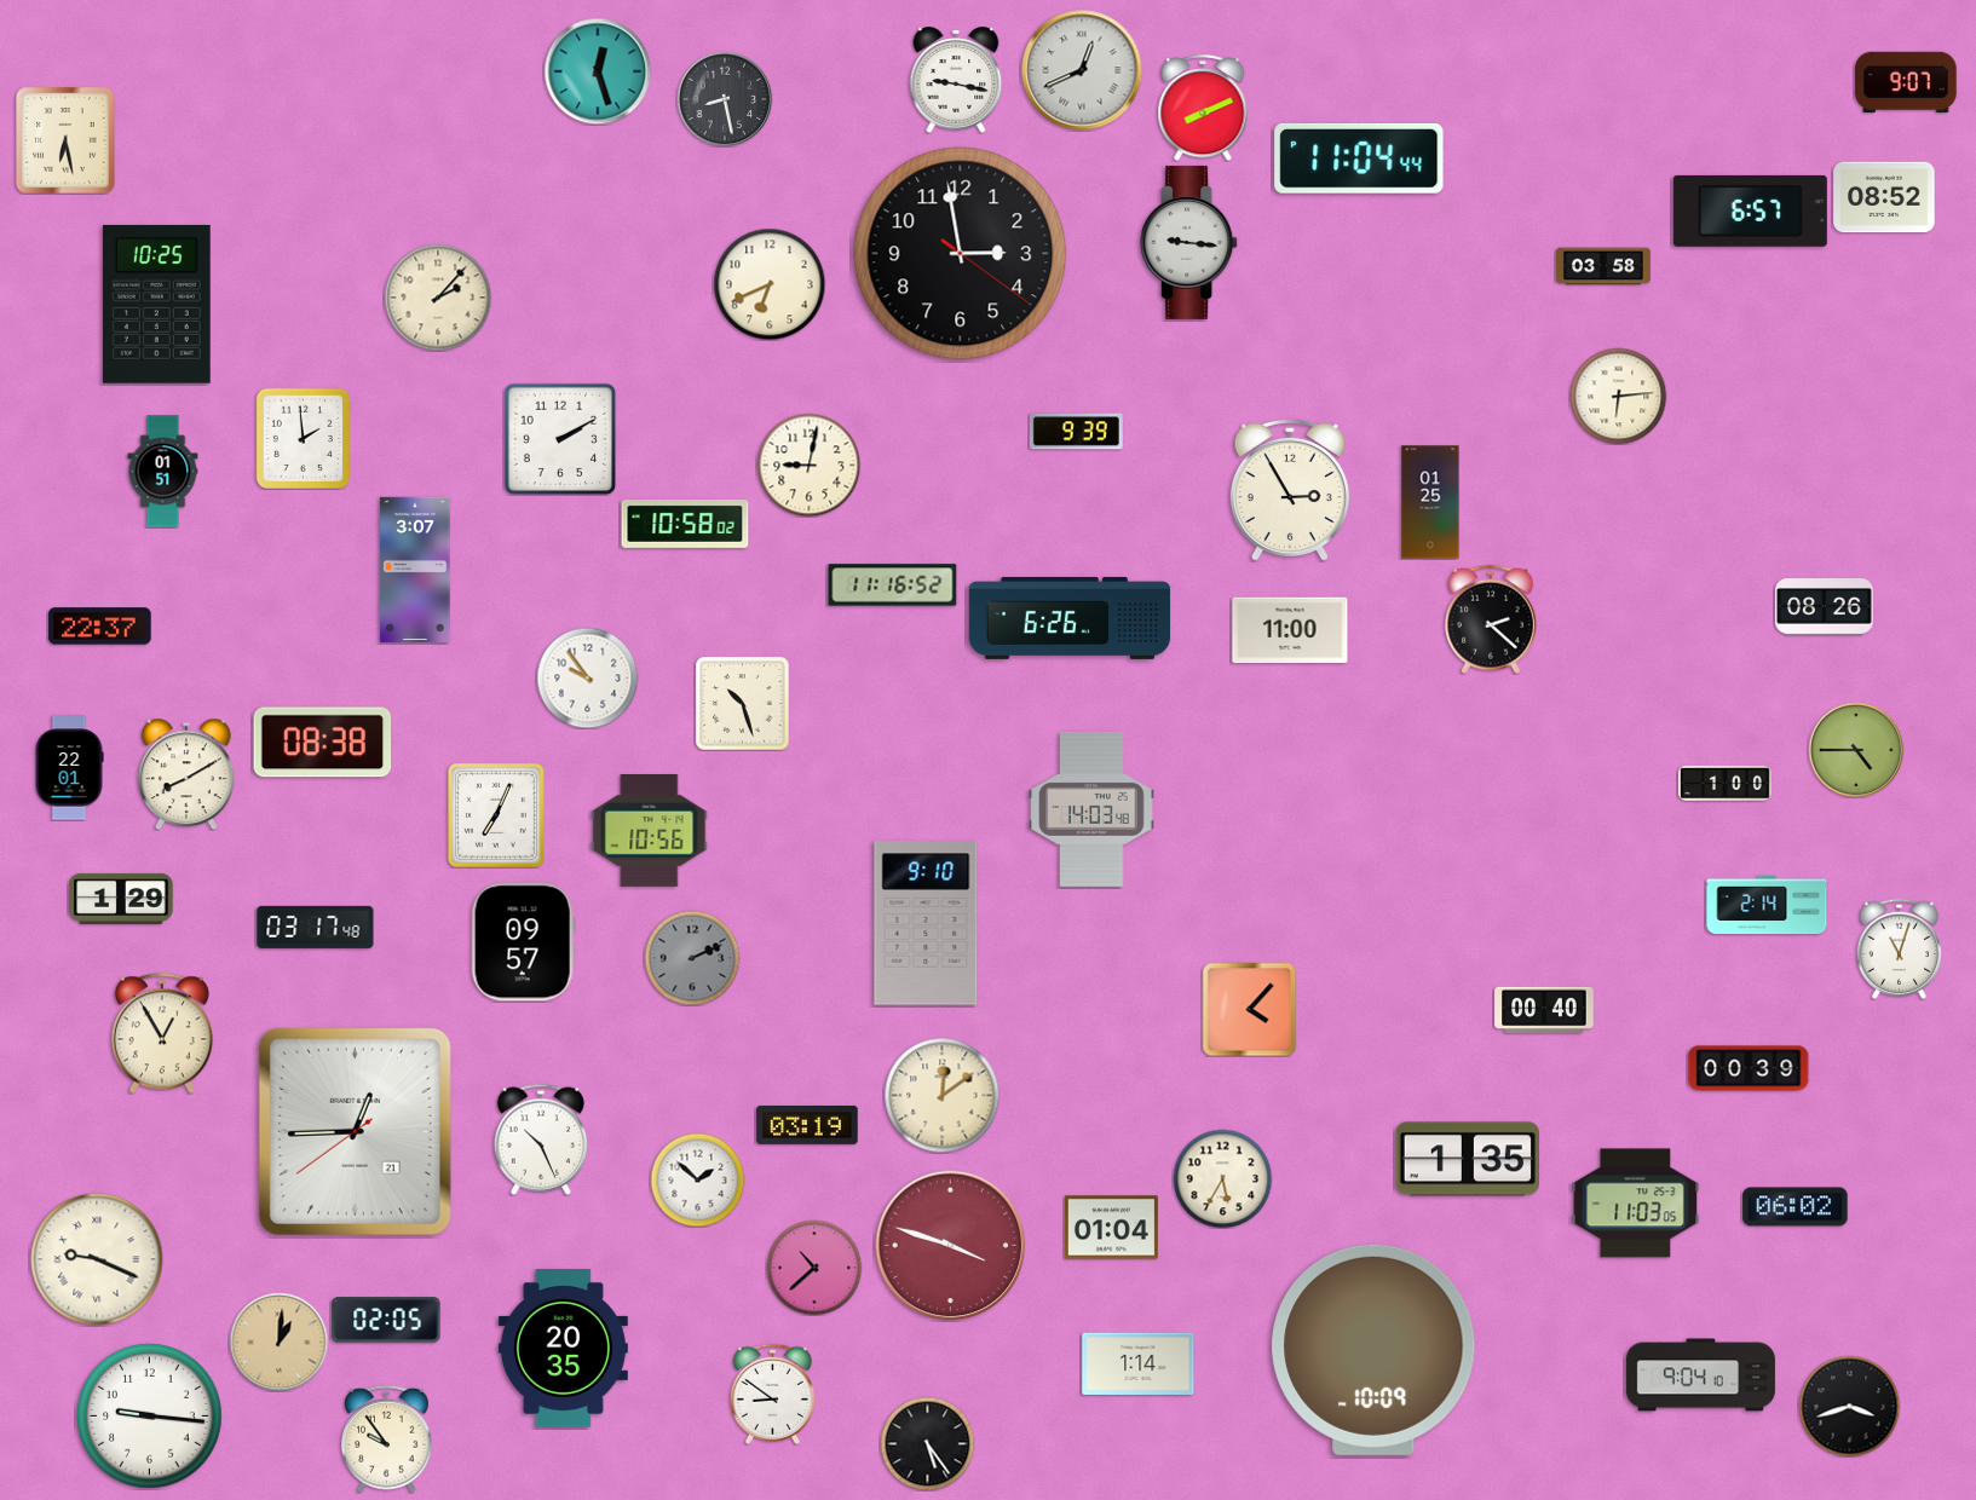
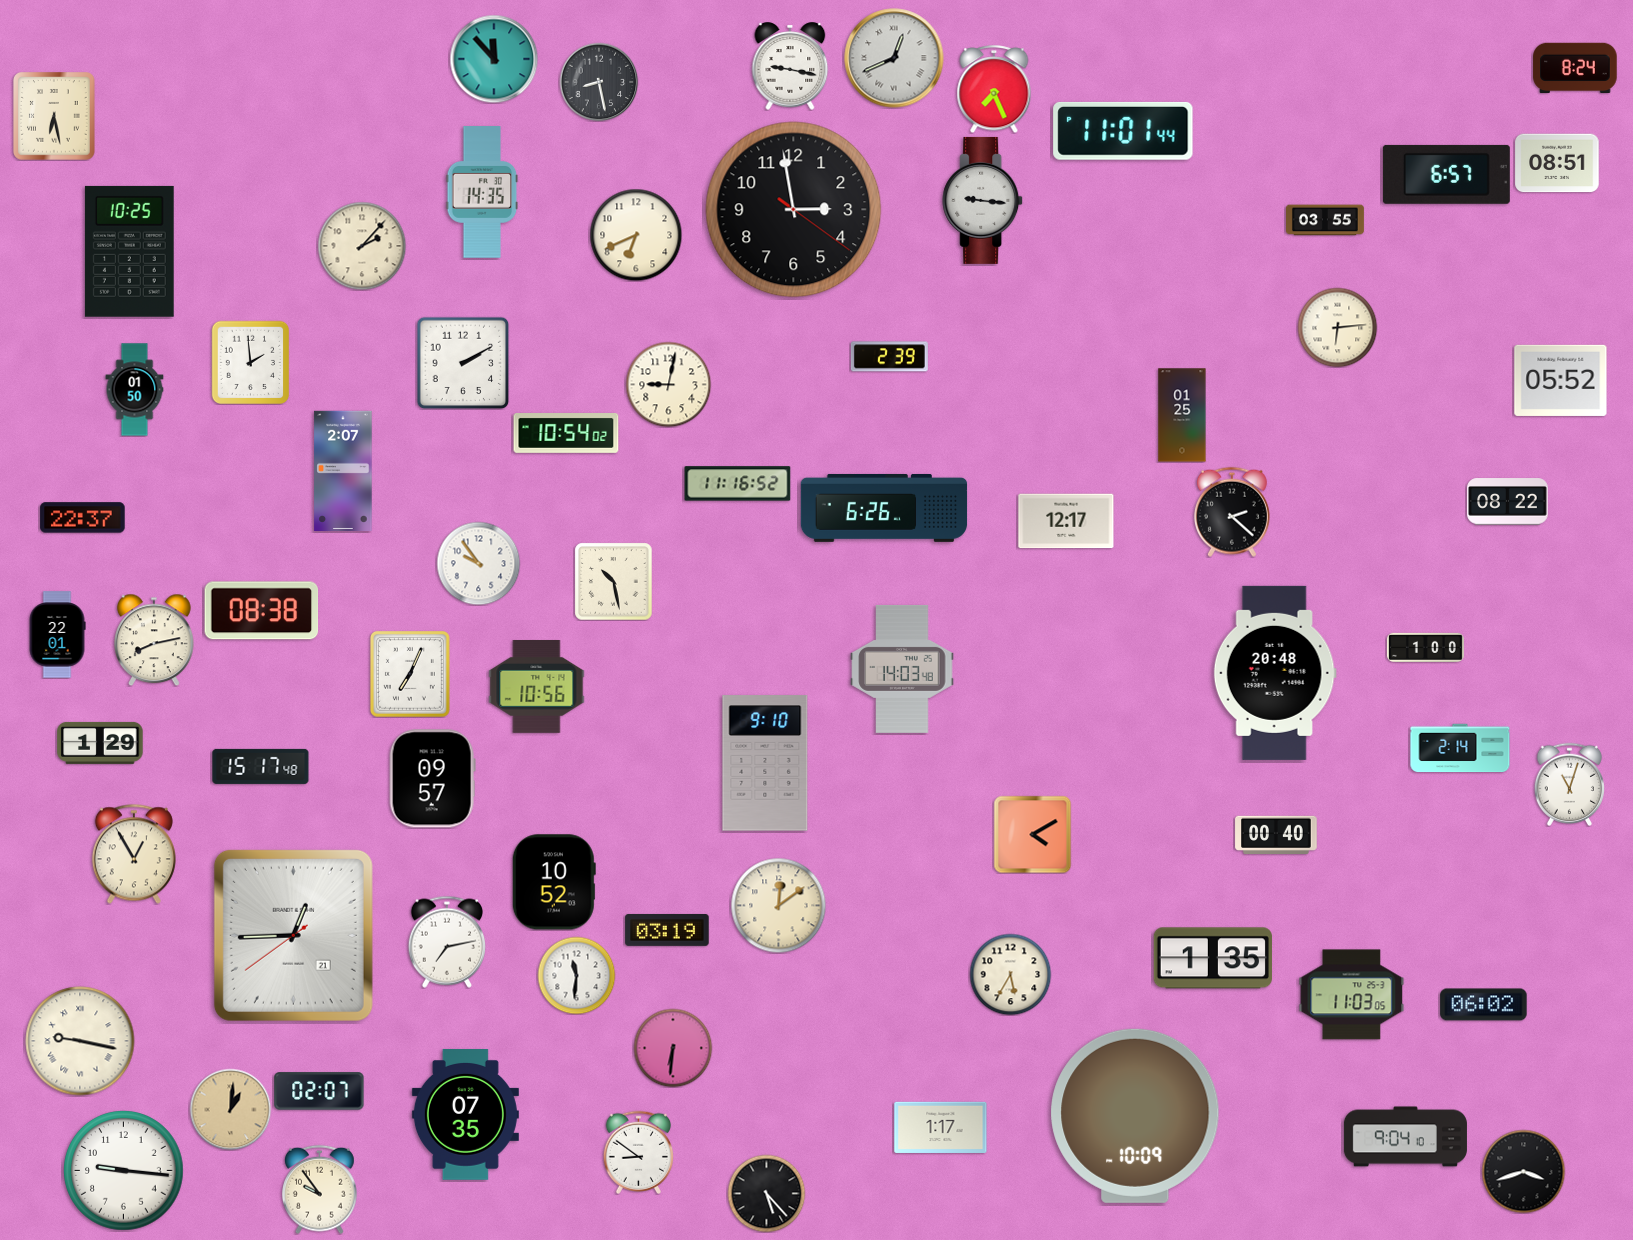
clock at (598, 71): 12:27 -> 11:53
clock at (1906, 81): 9:07 -> 8:24
clock at (1203, 108): 8:11 -> 7:26
clock at (1359, 158): 11:04 -> 11:01
clock at (1884, 197): 08:52 -> 08:51
clock at (482, 192): none -> 14:35
clock at (1605, 266): 03:58 -> 03:55
clock at (1076, 432): 9:39 -> 2:39
clock at (1561, 380): none -> 05:52
clock at (163, 472): 01:51 -> 01:50
clock at (1290, 490): 2:55 -> none
clock at (685, 525): 10:58 -> 10:54
clock at (415, 569): 3:07 -> 2:07
clock at (1825, 607): 08:26 -> 08:22
clock at (1070, 618) position: (1070, 618) -> (884, 508)
clock at (1290, 630): 11:00 -> 12:17
clock at (587, 677) position: (587, 677) -> (478, 563)
clock at (742, 703): 10:27 -> 10:28
clock at (323, 743) position: (323, 743) -> (262, 611)
clock at (1856, 750): 4:45 -> none
clock at (186, 774): 8:10 -> 8:13
clock at (1275, 673): none -> 20:48
clock at (316, 927): 03:17 -> 15:17
clock at (692, 958): 2:11 -> none
clock at (1249, 1009): 4:07 -> 4:10
clock at (554, 882): none -> 10:52
clock at (1749, 1068): 00:39 -> none
clock at (540, 1140): 10:26 -> 7:13
clock at (697, 1179): 1:52 -> 11:31
clock at (1796, 1207) position: (1796, 1207) -> (1484, 1005)
clock at (1111, 1228): 01:04 -> none
clock at (951, 1246): 3:48 -> none
clock at (97, 1259): 9:19 -> 9:17
clock at (814, 1268): 10:38 -> 6:31
clock at (386, 1320): 02:05 -> 02:07
clock at (563, 1349): 20:35 -> 07:35
clock at (1139, 1363): 1:14 -> 1:17
clock at (1849, 1406) position: (1849, 1406) -> (1523, 1171)
clock at (927, 1443): 5:24 -> 5:23
